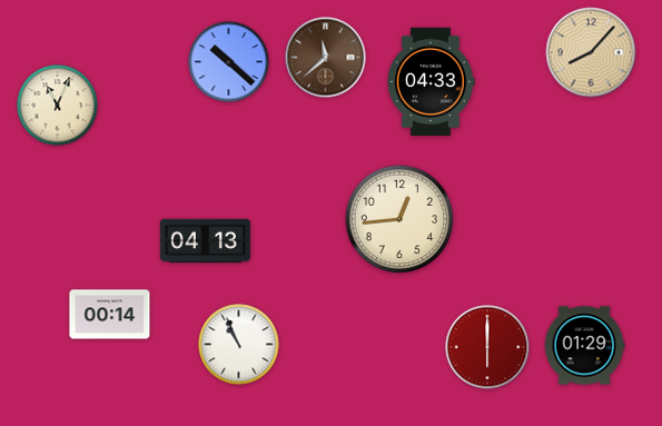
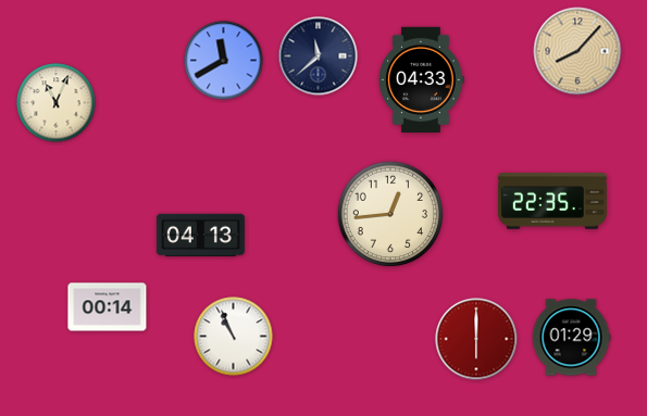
clock at (326, 58) dial: brown -> navy
clock at (229, 62): 10:22 -> 11:40
clock at (552, 201): none -> 22:35
